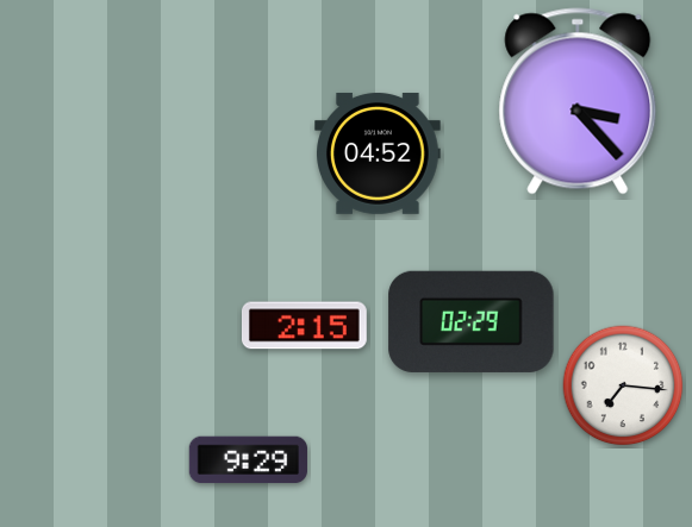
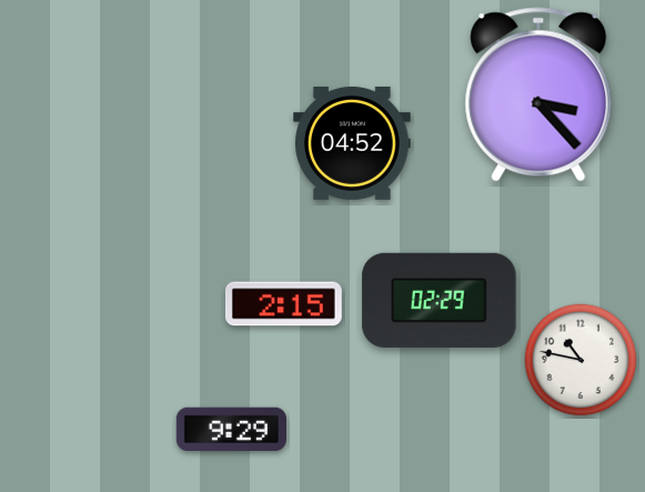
clock at (623, 385): 7:16 -> 10:47
